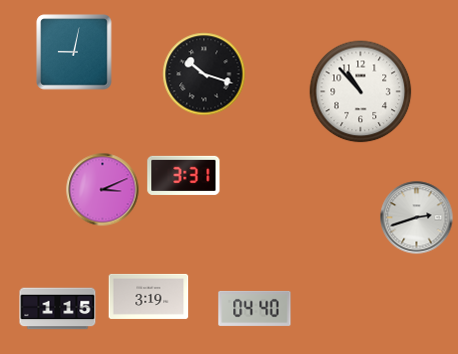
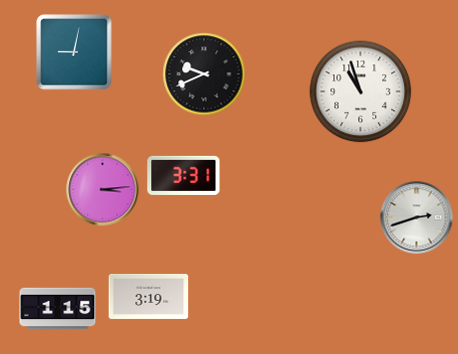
clock at (204, 74): 10:18 -> 9:41
clock at (361, 92): 10:53 -> 10:57
clock at (103, 190): 3:11 -> 3:14
clock at (255, 308): 04:40 -> none
